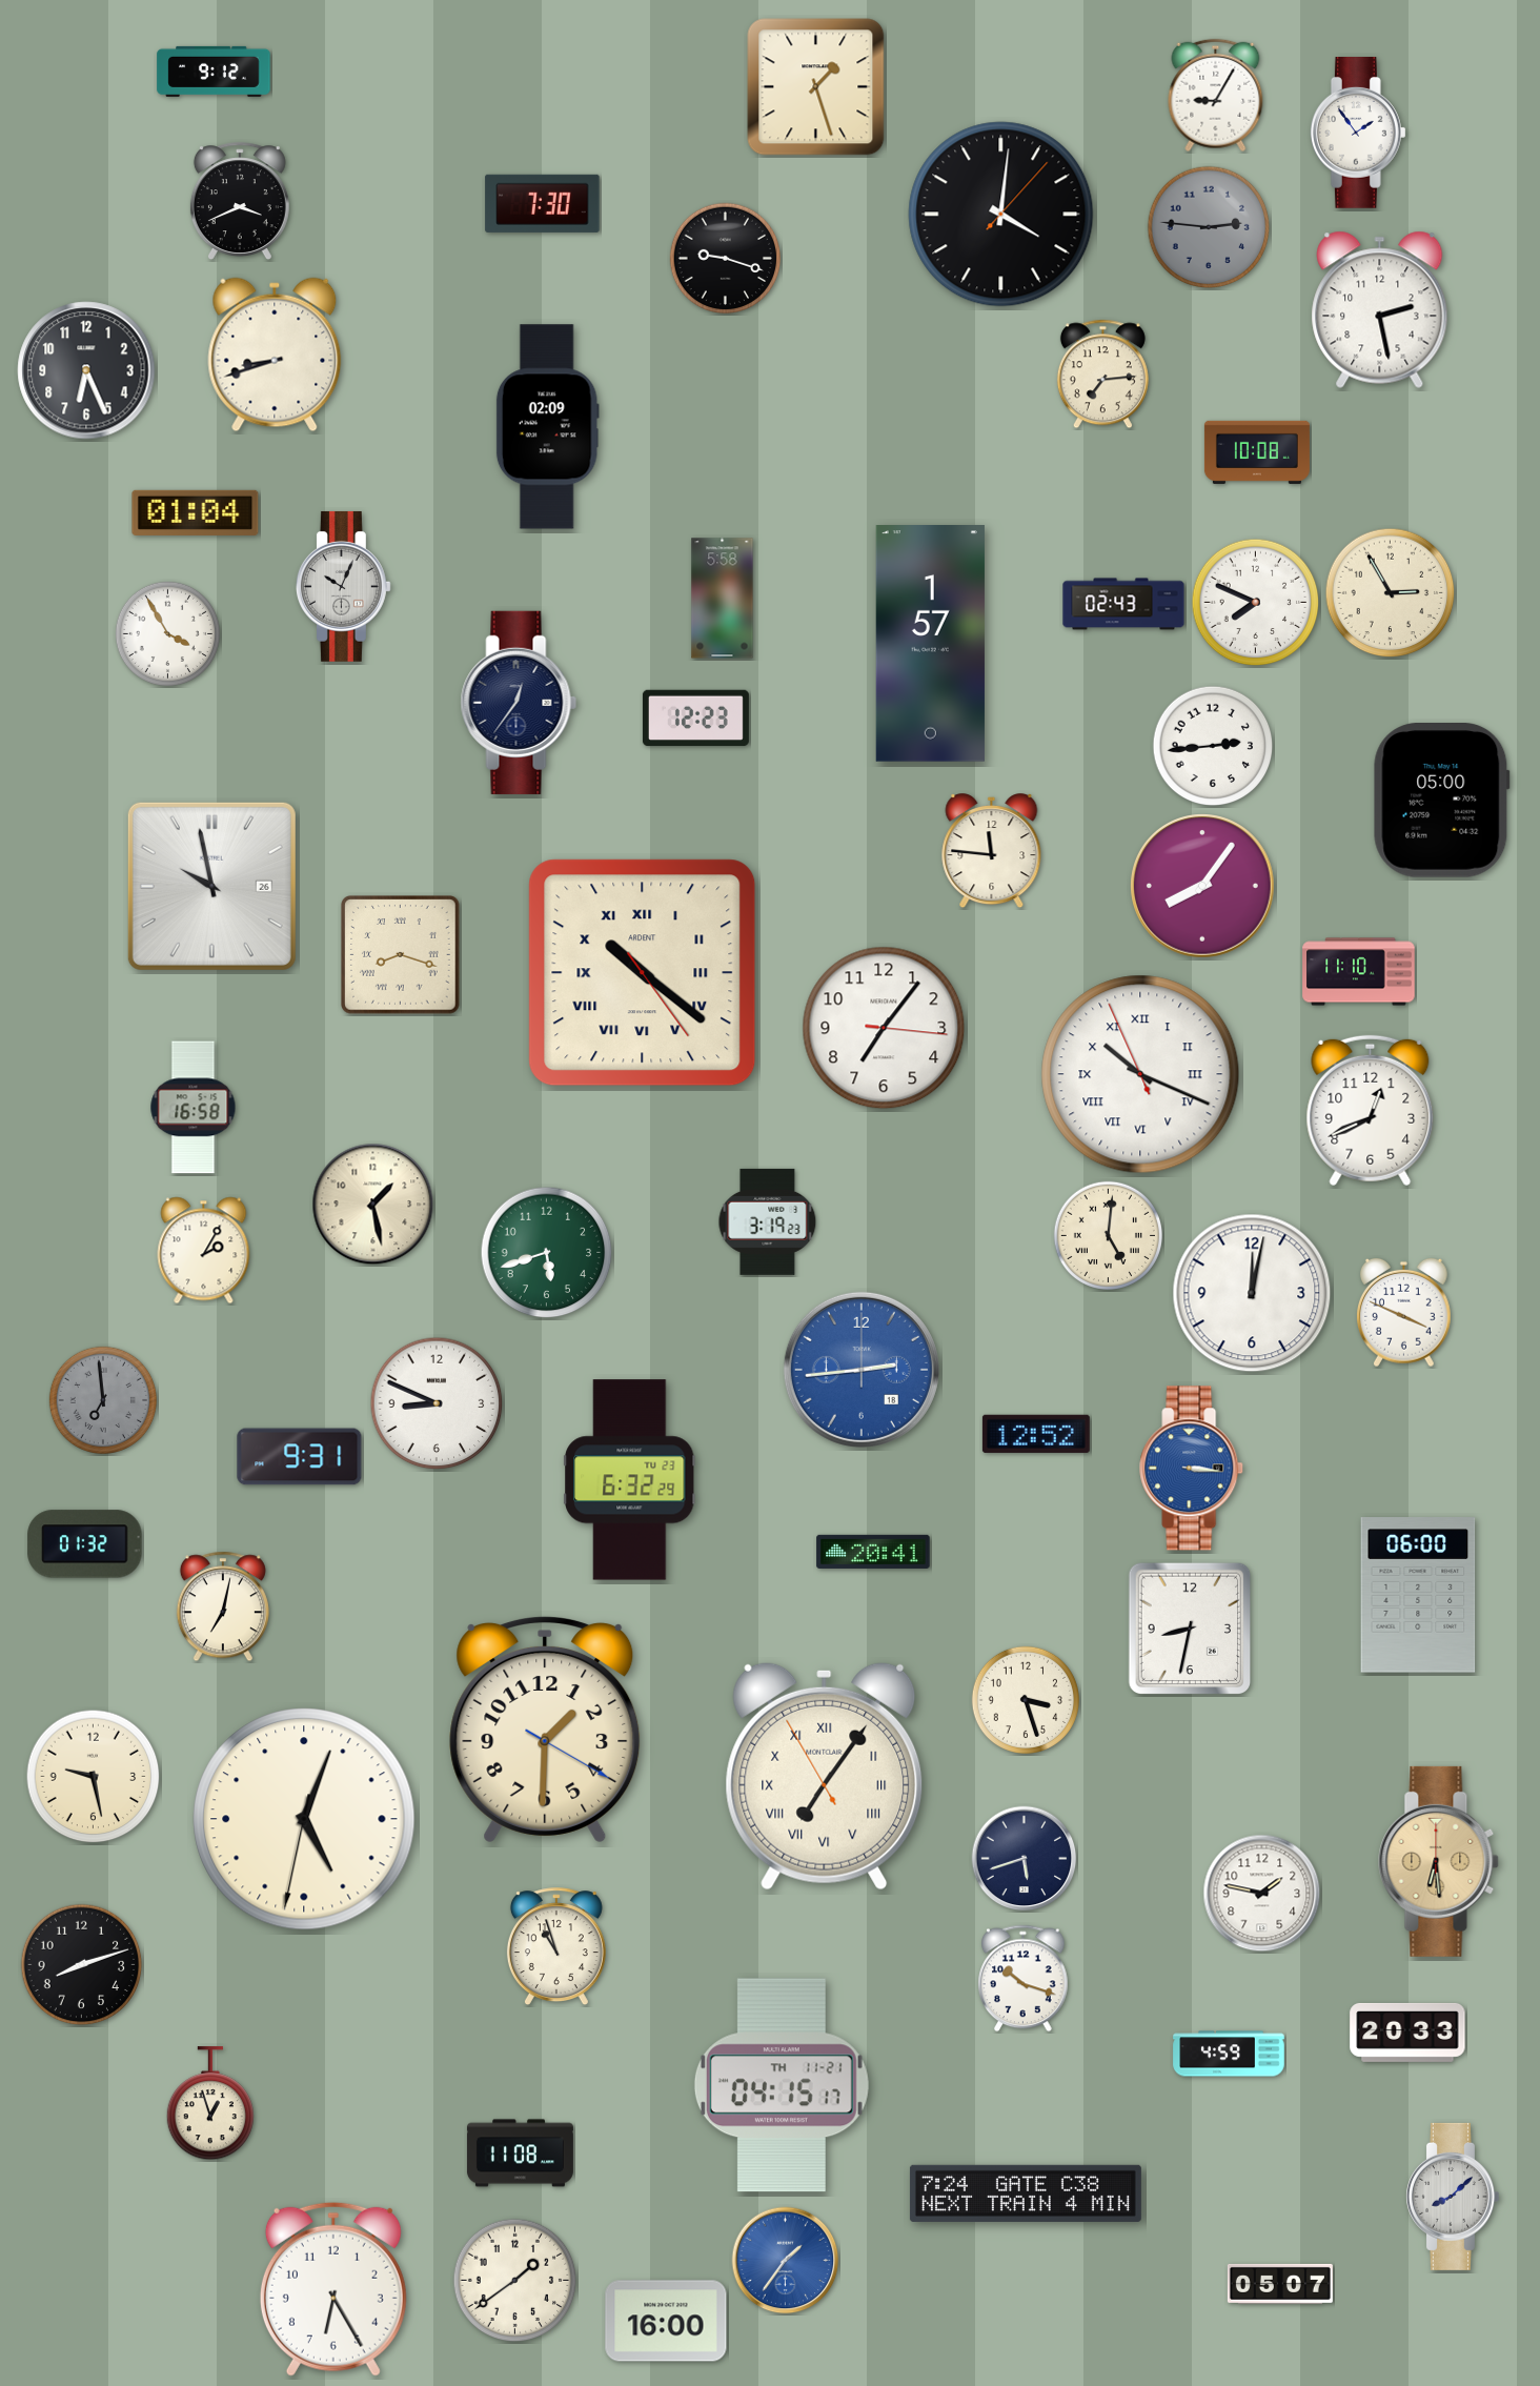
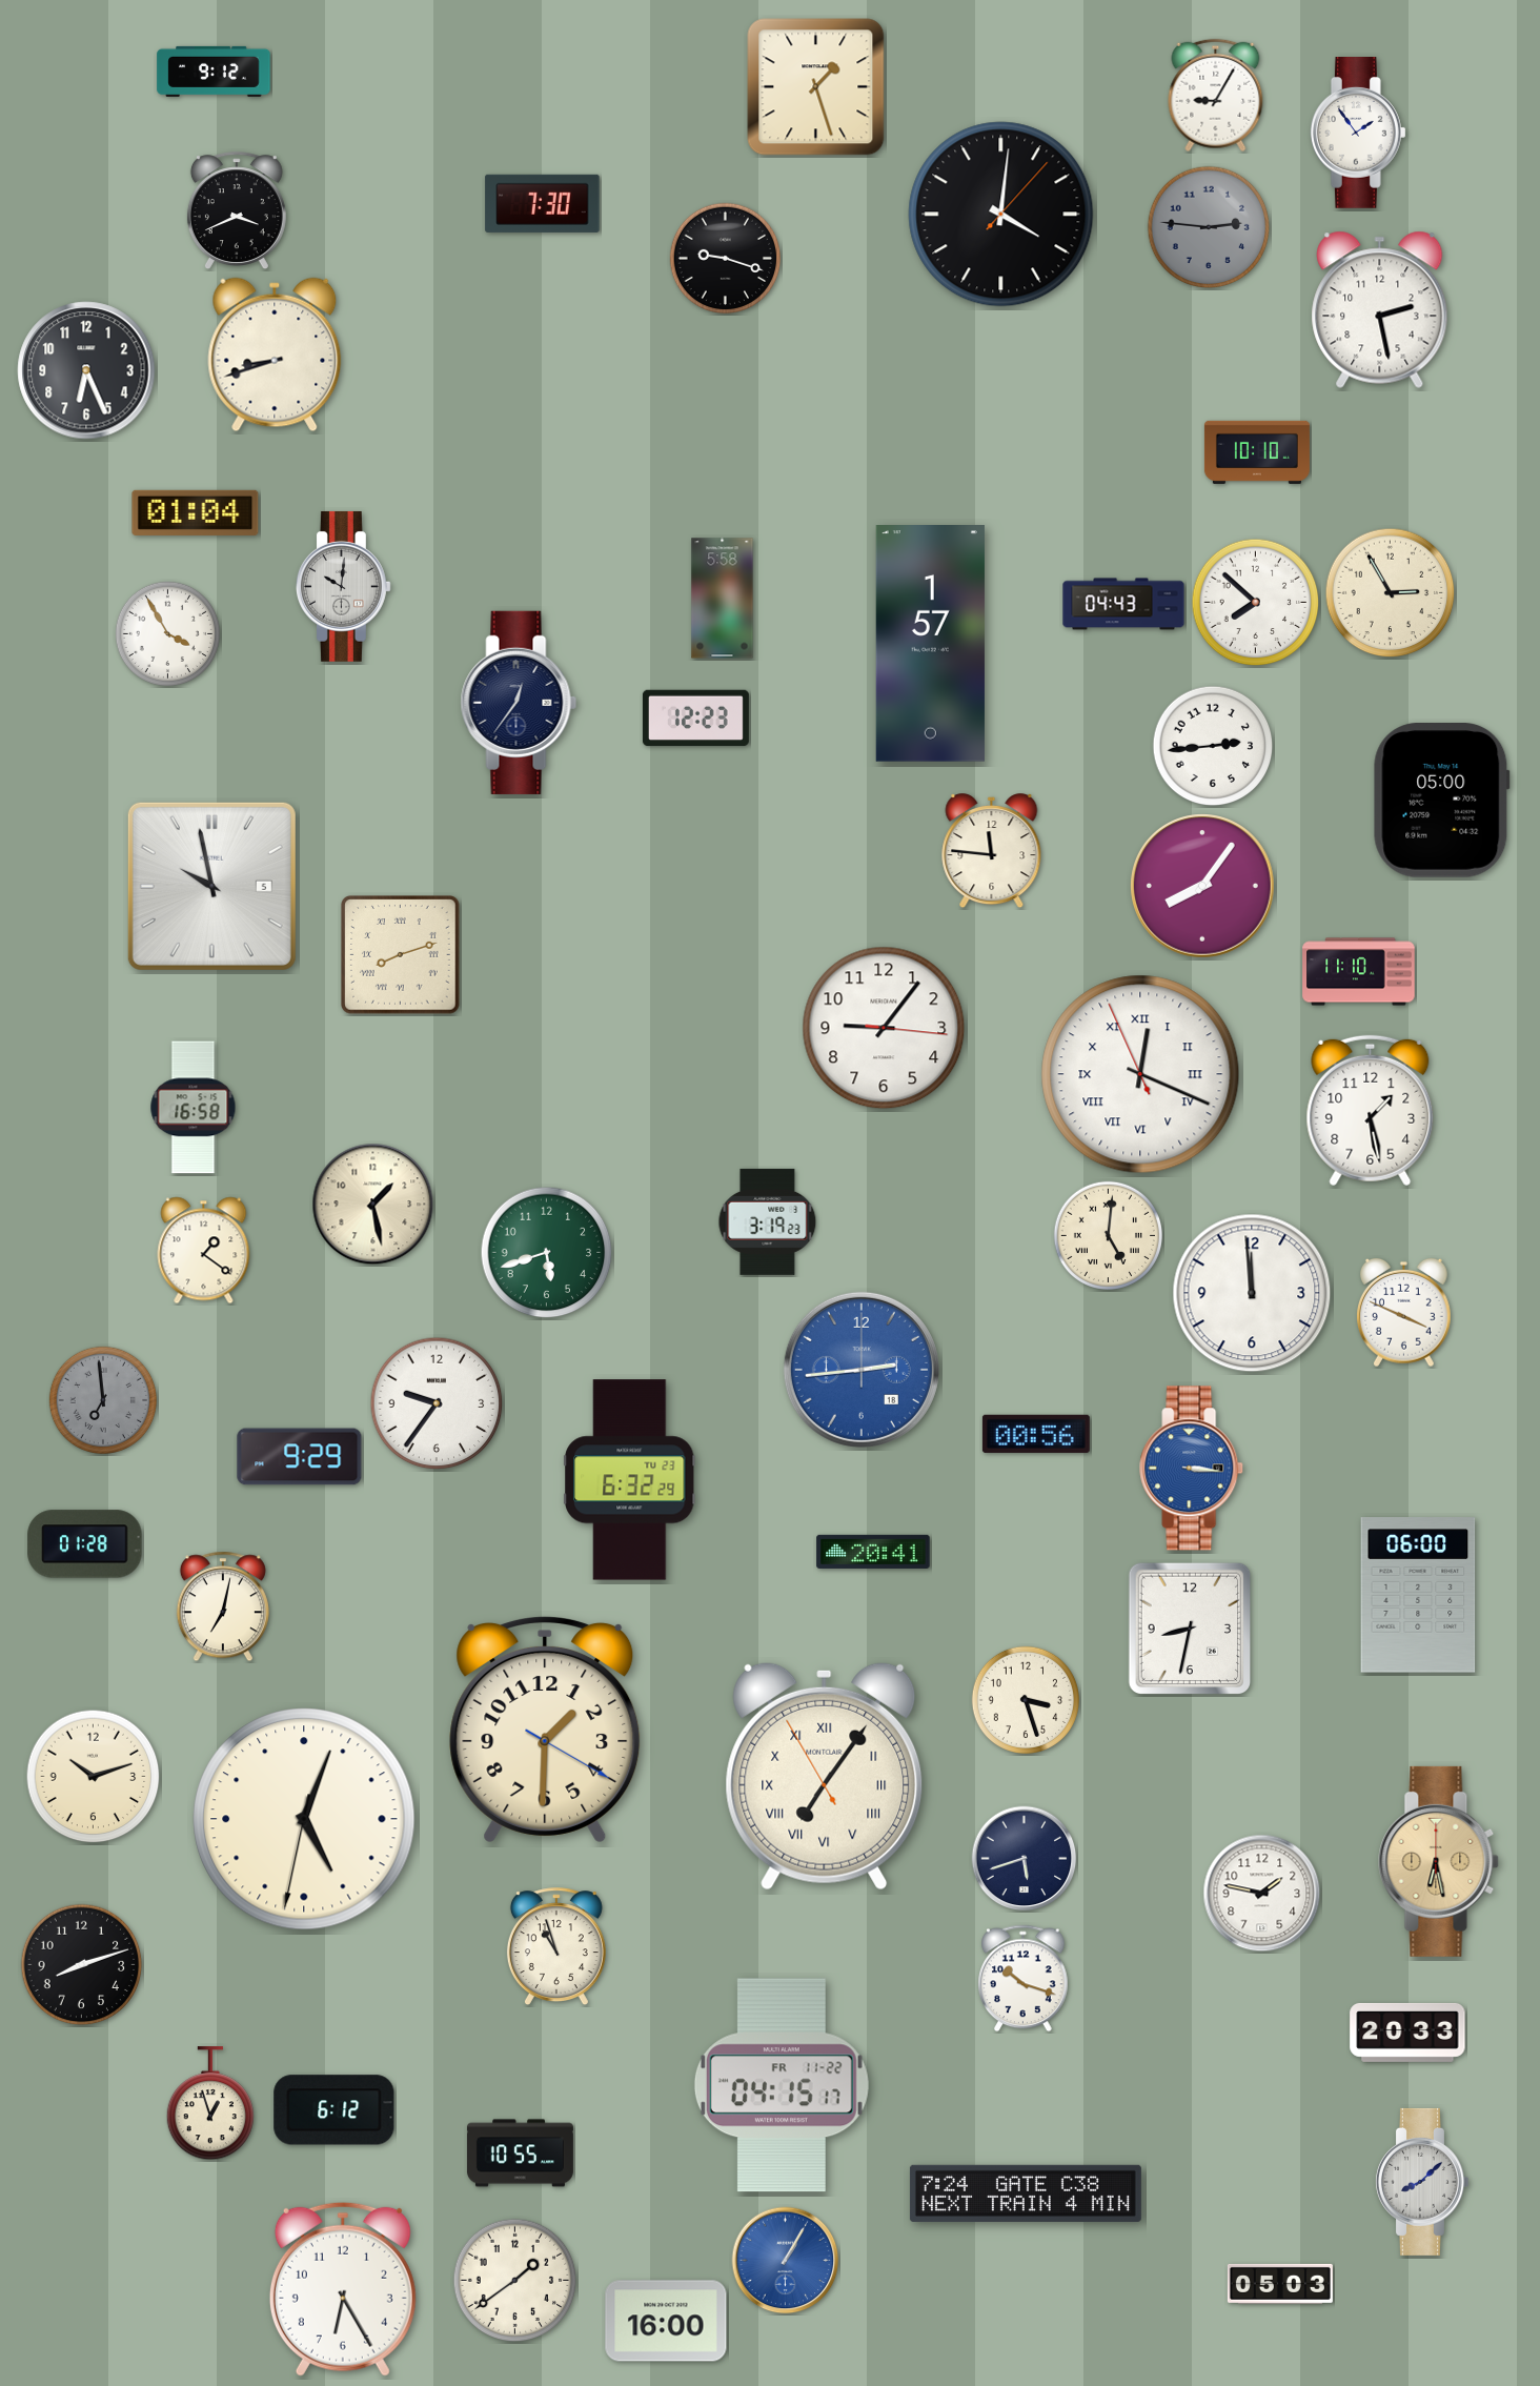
clock at (240, 202) position: (240, 202) -> (237, 211)
clock at (1102, 375): 7:14 -> none
clock at (547, 427): 02:09 -> none
clock at (1257, 452): 10:08 -> 10:10
clock at (343, 586): 10:04 -> 10:01
clock at (1256, 603): 7:49 -> 7:52
clock at (1123, 604): 02:43 -> 04:43
clock at (211, 886) date: 26 -> 5
clock at (401, 955): 8:18 -> 8:12
clock at (643, 973): 10:21 -> none
clock at (884, 1028): 7:06 -> 9:06
clock at (1140, 1074): 10:18 -> 12:18
clock at (1371, 1111): 12:41 -> 1:28
clock at (204, 1251): 2:05 -> 1:21
clock at (1252, 1293): 12:02 -> 11:59
clock at (437, 1403): 8:49 -> 9:36
clock at (1036, 1434): 12:52 -> 00:56
clock at (300, 1457): 9:31 -> 9:29
clock at (85, 1544): 01:32 -> 01:28
clock at (94, 1777): 9:28 -> 10:12
clock at (1439, 1861): 6:29 -> 6:28
clock at (1229, 2054): 4:59 -> none
clock at (782, 2085) date: TH 11-21 -> FR 11-22
clock at (335, 2110): none -> 6:12
clock at (520, 2154): 11:08 -> 10:55
clock at (1452, 2197) position: (1452, 2197) -> (1421, 2182)
clock at (786, 2261): 1:36 -> 1:05
clock at (1280, 2284): 05:07 -> 05:03
clock at (333, 2289) position: (333, 2289) -> (343, 2289)
